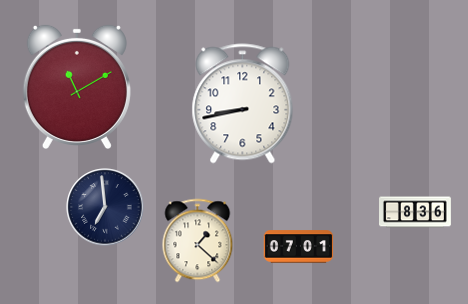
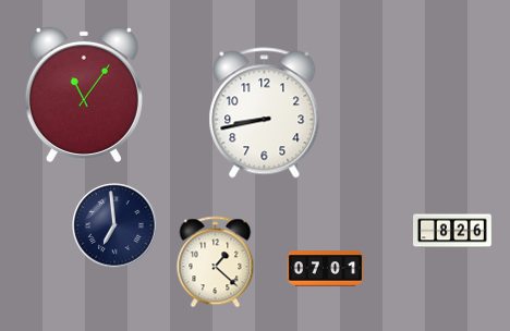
clock at (77, 86): 11:10 -> 11:06
clock at (416, 212): 8:36 -> 8:26
